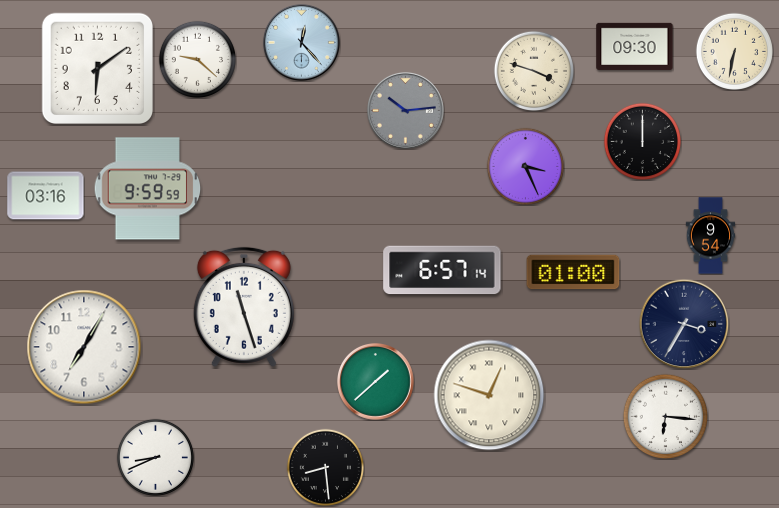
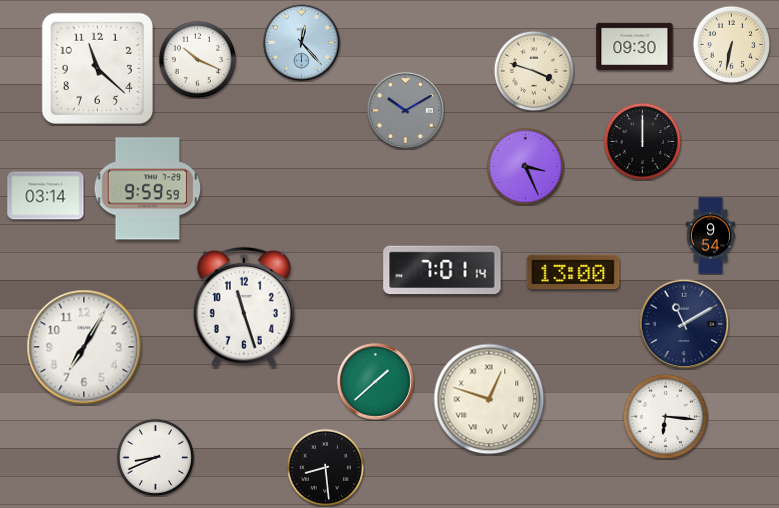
clock at (734, 51) position: (734, 51) -> (731, 44)
clock at (197, 59): 9:22 -> 10:19
clock at (97, 68): 6:09 -> 11:22
clock at (406, 111): 10:14 -> 10:10
clock at (46, 196): 03:16 -> 03:14
clock at (442, 270): 6:57 -> 7:01
clock at (573, 272): 01:00 -> 13:00
clock at (684, 324): 3:35 -> 11:10
clock at (489, 395) position: (489, 395) -> (489, 399)
